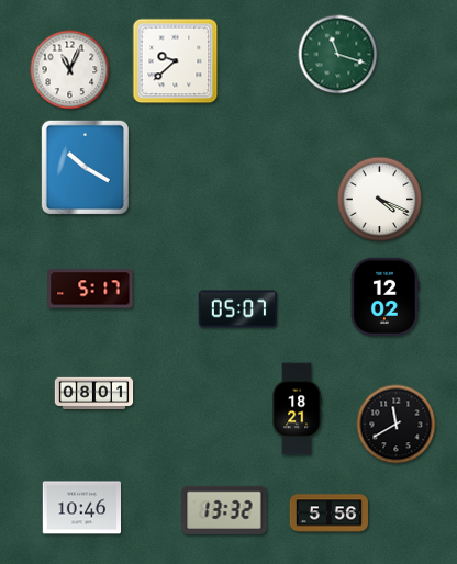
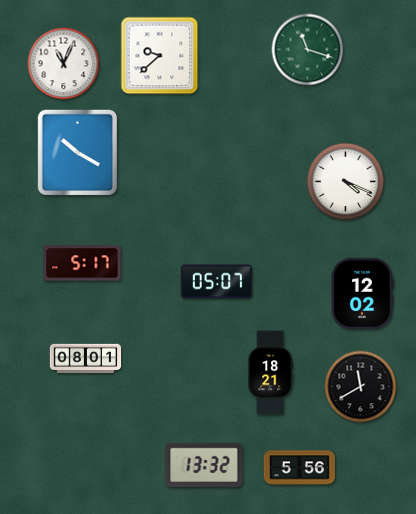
clock at (384, 296) position: (384, 296) -> (362, 293)
clock at (82, 508): 10:46 -> none
